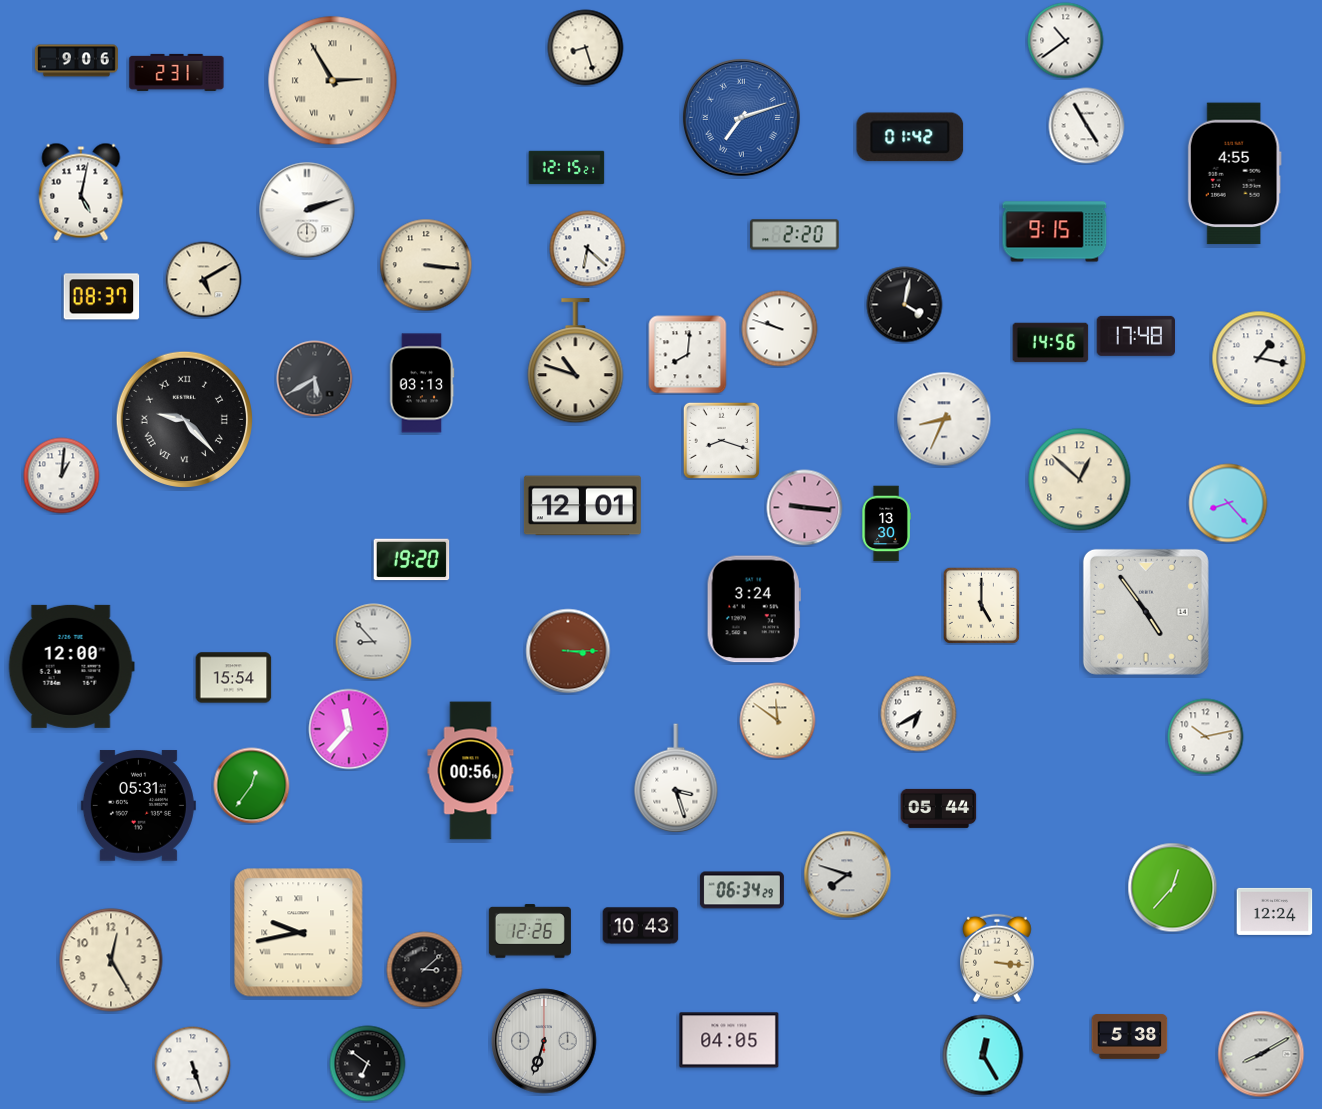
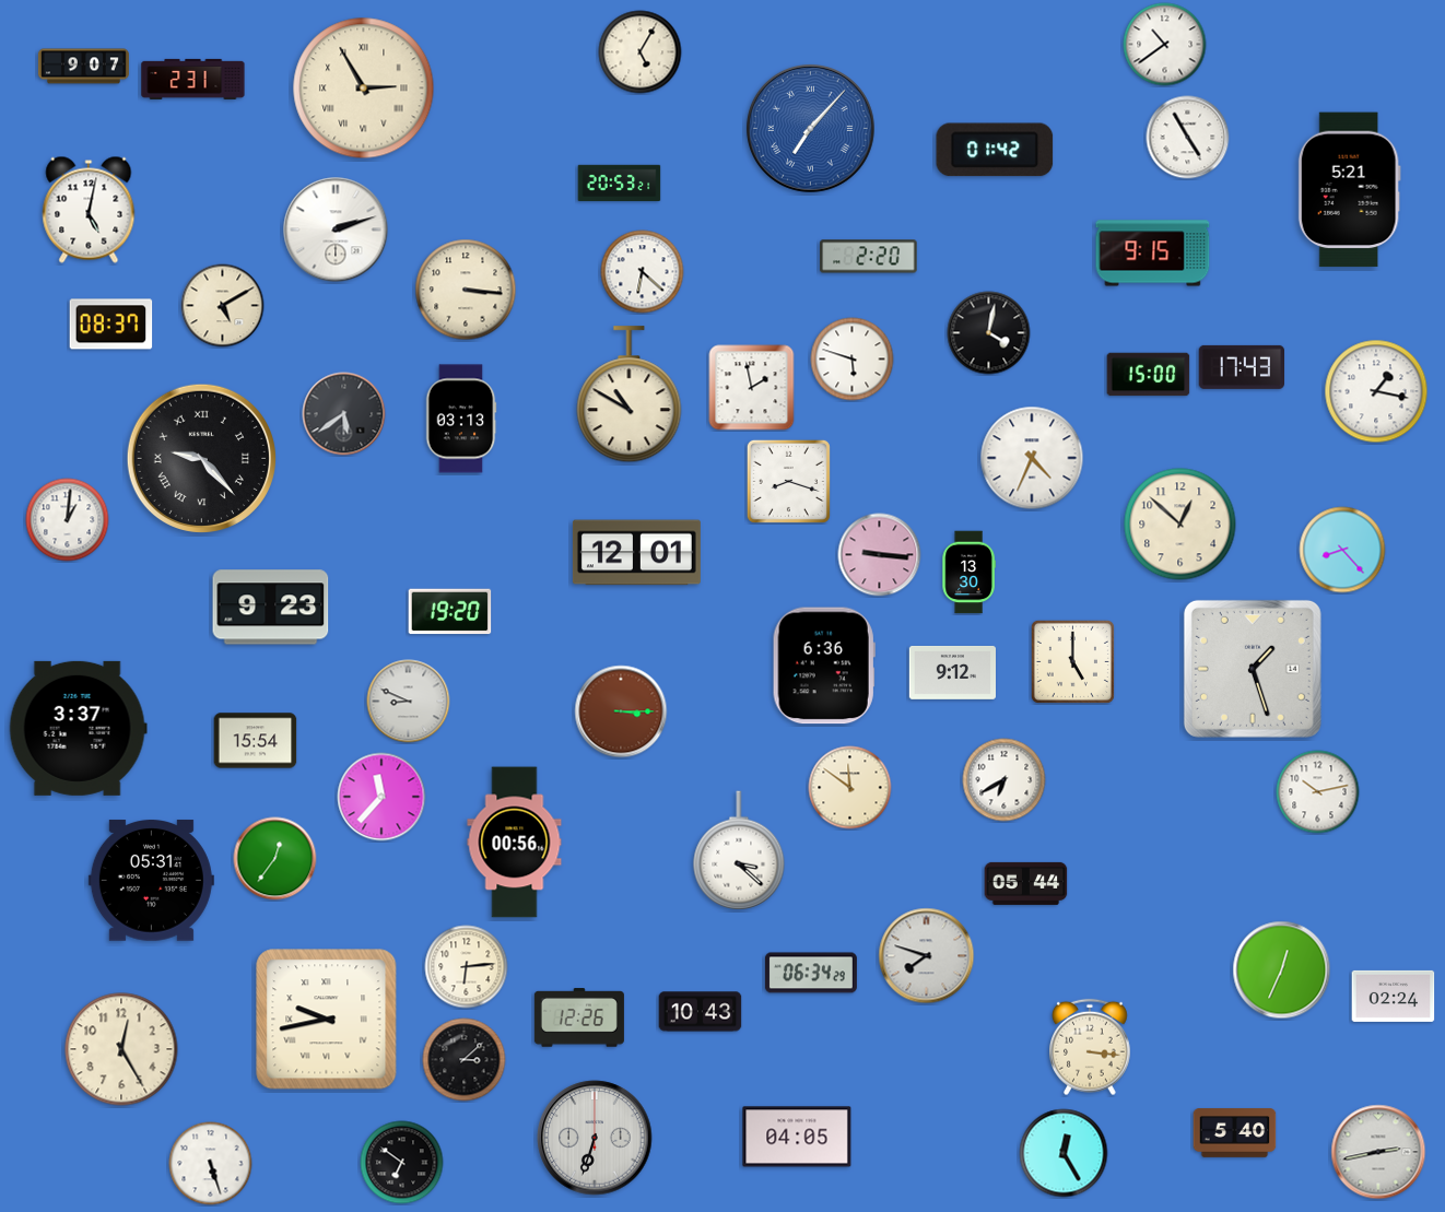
clock at (586, 48): 8:27 -> 5:05
clock at (76, 61): 9:06 -> 9:07
clock at (741, 117): 7:12 -> 7:07
clock at (567, 168): 12:15 -> 20:53
clock at (1234, 174): 4:55 -> 5:21
clock at (780, 329): 9:48 -> 5:48
clock at (1135, 336): 17:48 -> 17:43
clock at (1051, 343): 14:56 -> 15:00
clock at (688, 355): 8:01 -> 1:58
clock at (576, 361): 10:48 -> 10:50
clock at (315, 379): 5:40 -> 5:39
clock at (944, 419): 8:34 -> 4:34
clock at (271, 608): none -> 9:23
clock at (754, 609): 3:24 -> 6:36
clock at (1146, 612): 4:54 -> 1:27
clock at (952, 672): none -> 9:12
clock at (374, 642): 8:53 -> 8:49
clock at (71, 666): 12:00 -> 3:37
clock at (1206, 737) position: (1206, 737) -> (1318, 792)
clock at (676, 778): 3:27 -> 3:22
clock at (467, 967): none -> 6:14
clock at (1173, 888): 12:37 -> 12:34
clock at (1275, 911): 12:24 -> 02:24
clock at (1130, 1037): 5:38 -> 5:40
clock at (1261, 1054): 8:10 -> 2:43
clock at (983, 1055) position: (983, 1055) -> (1064, 1153)
